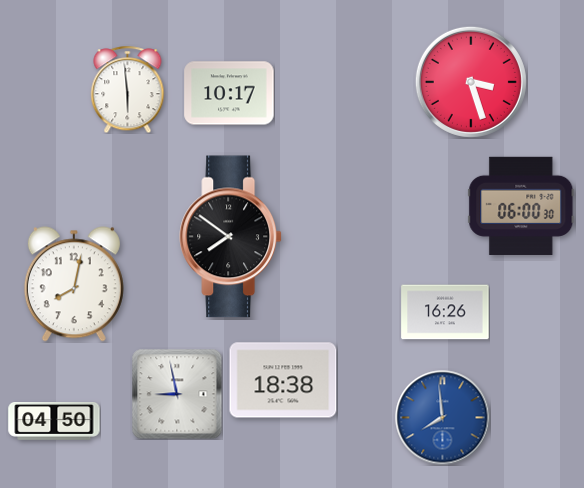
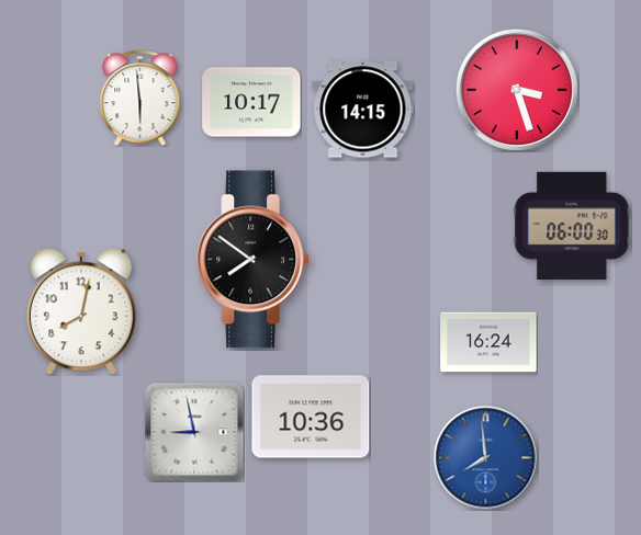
clock at (363, 110): none -> 14:15
clock at (445, 312): 16:26 -> 16:24
clock at (283, 380): 18:38 -> 10:36
clock at (54, 422): 04:50 -> none
